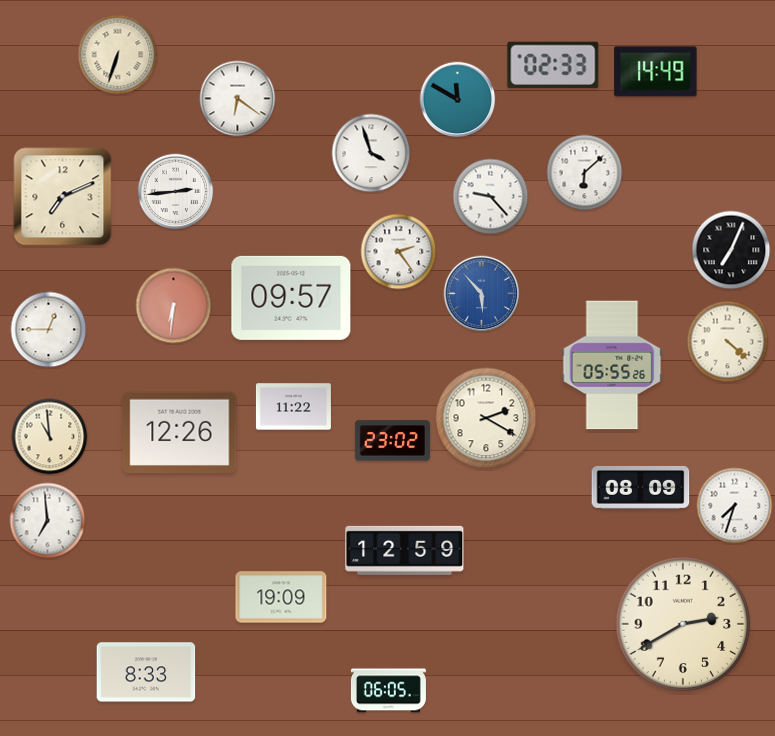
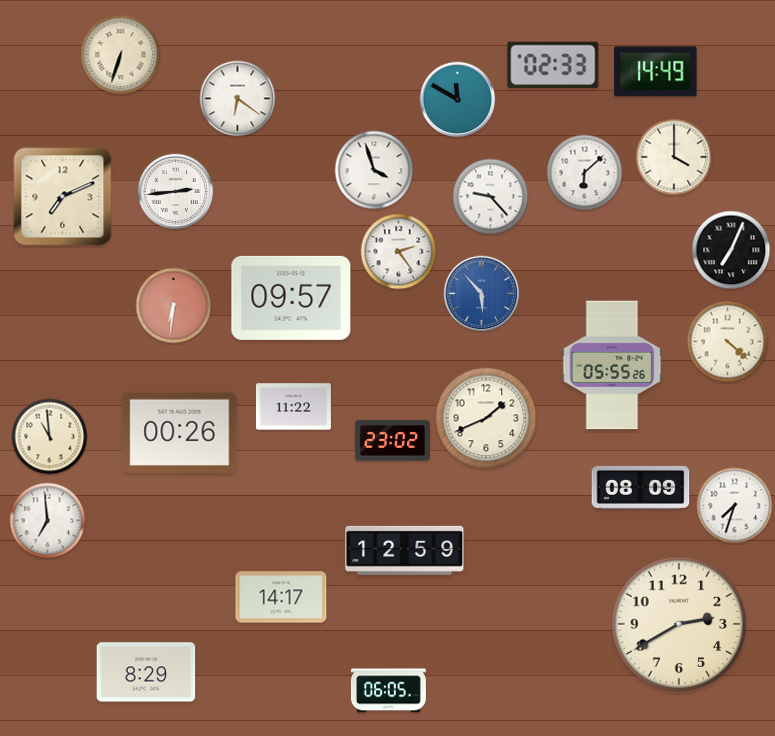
clock at (118, 55) position: (118, 55) -> (121, 55)
clock at (371, 153) position: (371, 153) -> (374, 170)
clock at (674, 157): none -> 4:00
clock at (49, 330): 12:45 -> none
clock at (486, 418): 2:20 -> 1:41
clock at (180, 432): 12:26 -> 00:26
clock at (281, 597): 19:09 -> 14:17
clock at (683, 624) position: (683, 624) -> (679, 624)
clock at (146, 672): 8:33 -> 8:29
